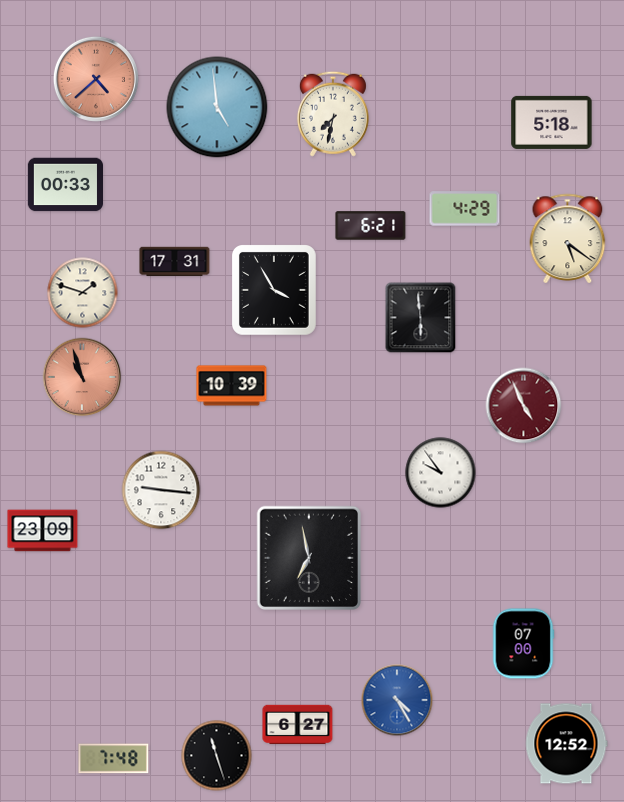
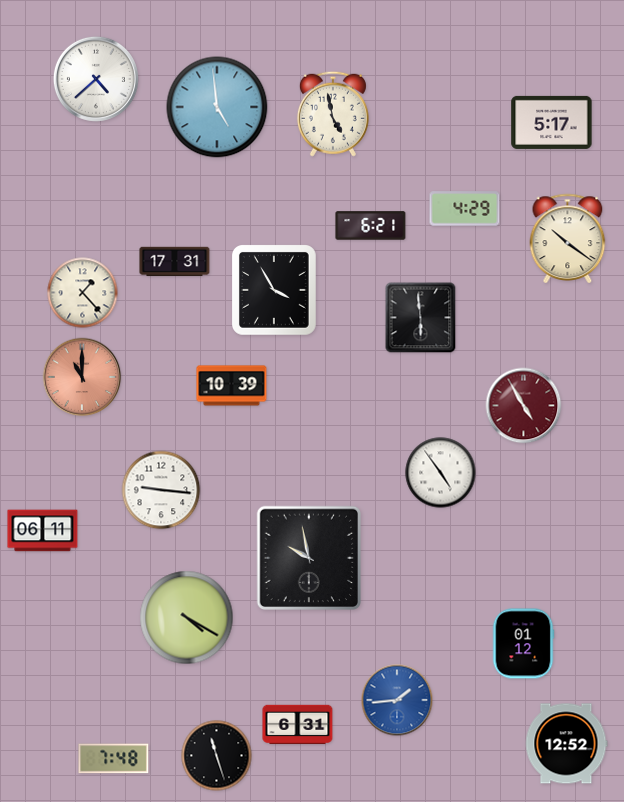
clock at (96, 79) dial: salmon -> white
clock at (333, 114): 7:32 -> 4:58
clock at (552, 122): 5:18 -> 5:17
clock at (65, 185): 00:33 -> none
clock at (568, 238): 5:21 -> 10:21
clock at (83, 293): 1:48 -> 1:23
clock at (82, 377): 10:57 -> 11:00
clock at (524, 406): 4:56 -> 4:55
clock at (441, 473): 9:54 -> 4:54
clock at (43, 531): 23:09 -> 06:11
clock at (308, 557): 6:58 -> 9:58
clock at (187, 618): none -> 4:20
clock at (523, 644): 07:00 -> 01:12
clock at (397, 700): 4:25 -> 1:44
clock at (298, 725): 6:27 -> 6:31
